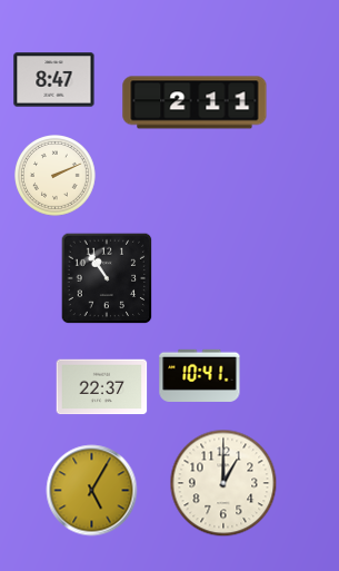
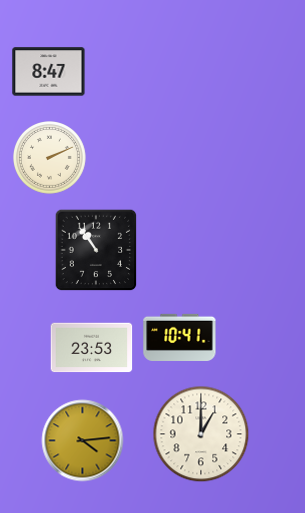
clock at (195, 102): 2:11 -> none
clock at (102, 387): 22:37 -> 23:53
clock at (92, 491): 5:05 -> 4:14
